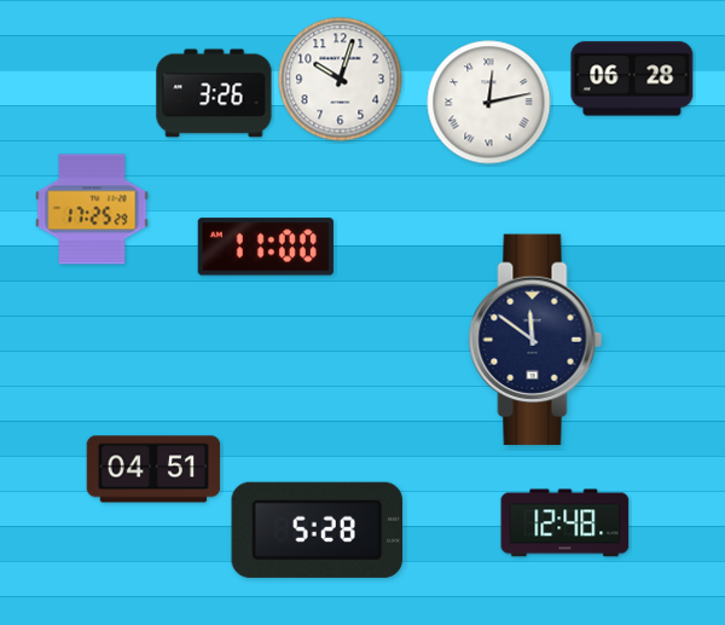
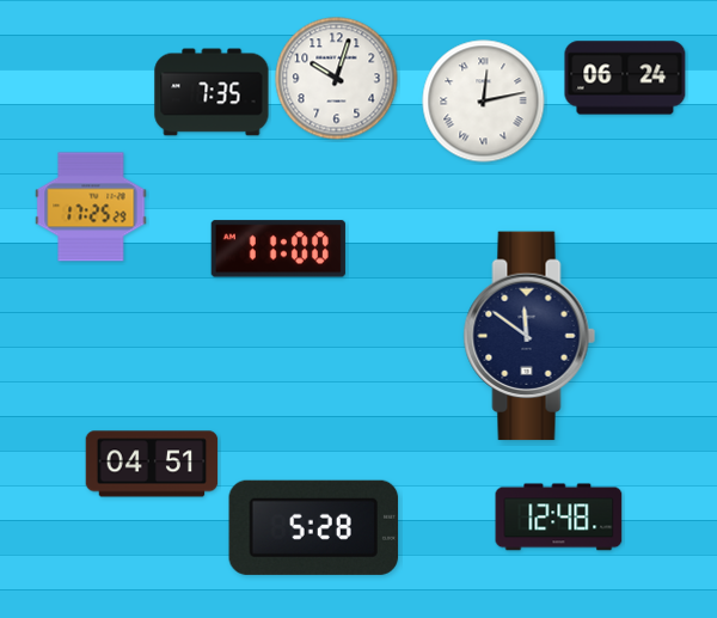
clock at (632, 79): 06:28 -> 06:24
clock at (214, 93): 3:26 -> 7:35
clock at (266, 247) position: (266, 247) -> (278, 249)
clock at (318, 529) position: (318, 529) -> (314, 527)
